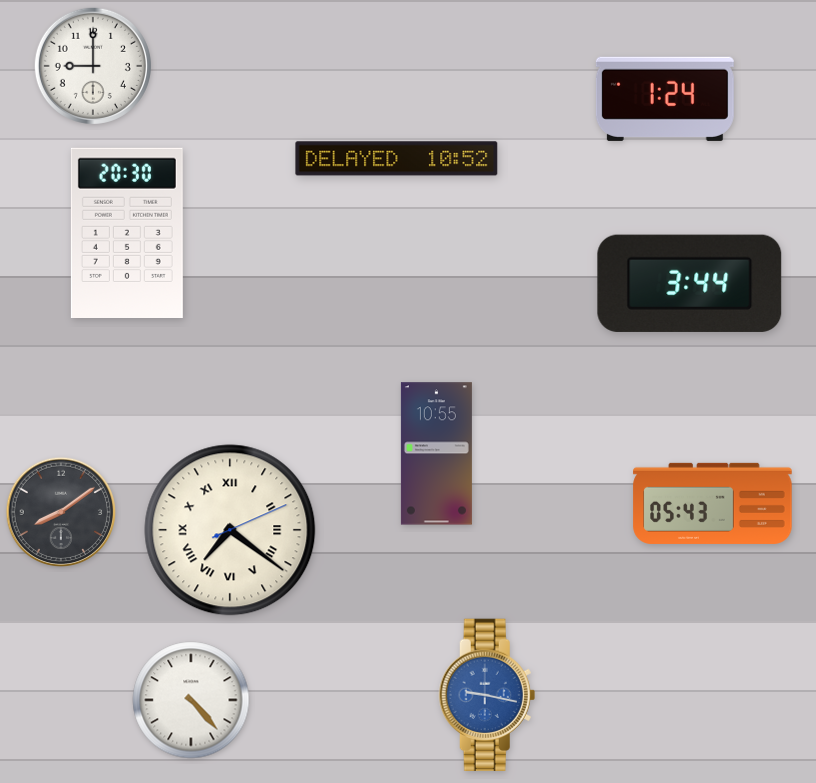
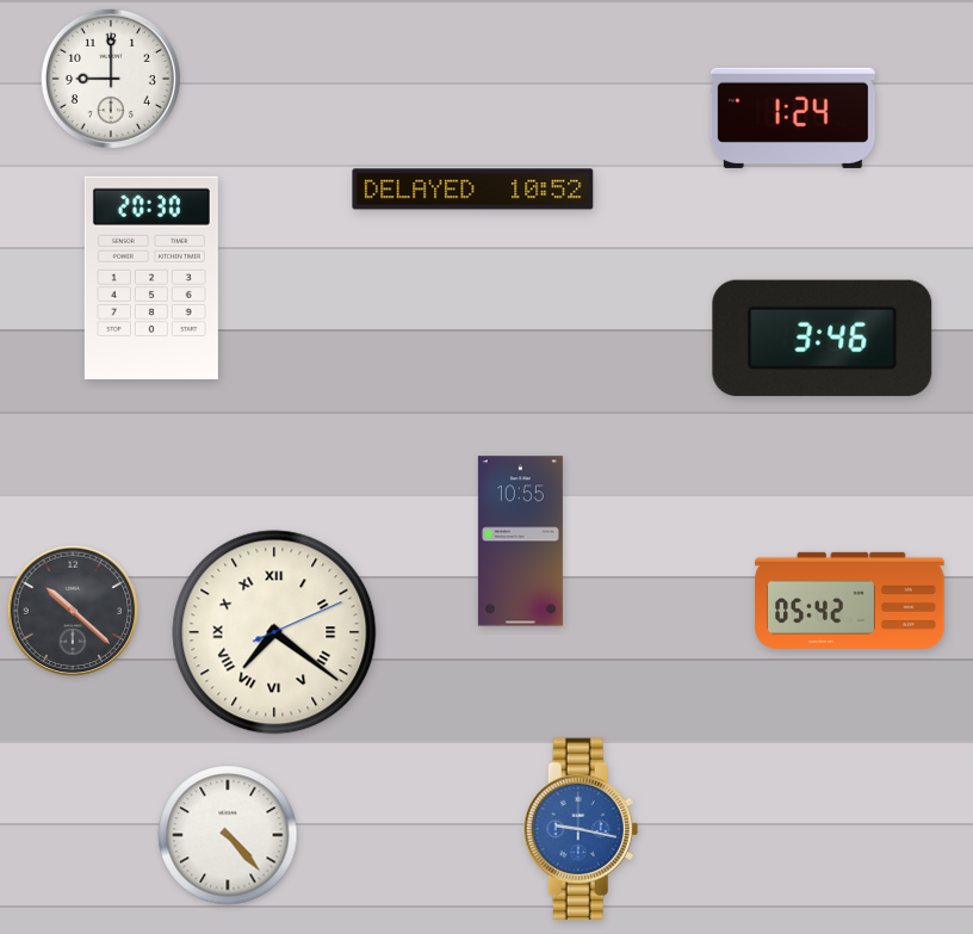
clock at (690, 283): 3:44 -> 3:46
clock at (713, 503): 05:43 -> 05:42
clock at (61, 512): 8:09 -> 10:22
